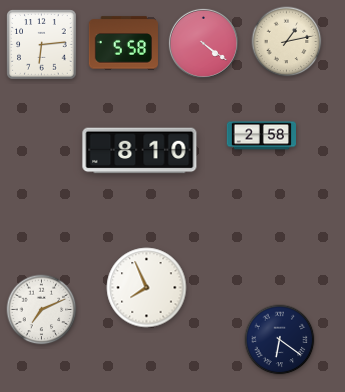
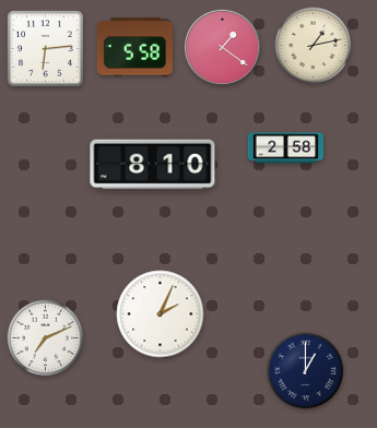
clock at (203, 43): 4:21 -> 1:21
clock at (147, 288): 7:56 -> 2:04
clock at (280, 340): 6:21 -> 1:00
